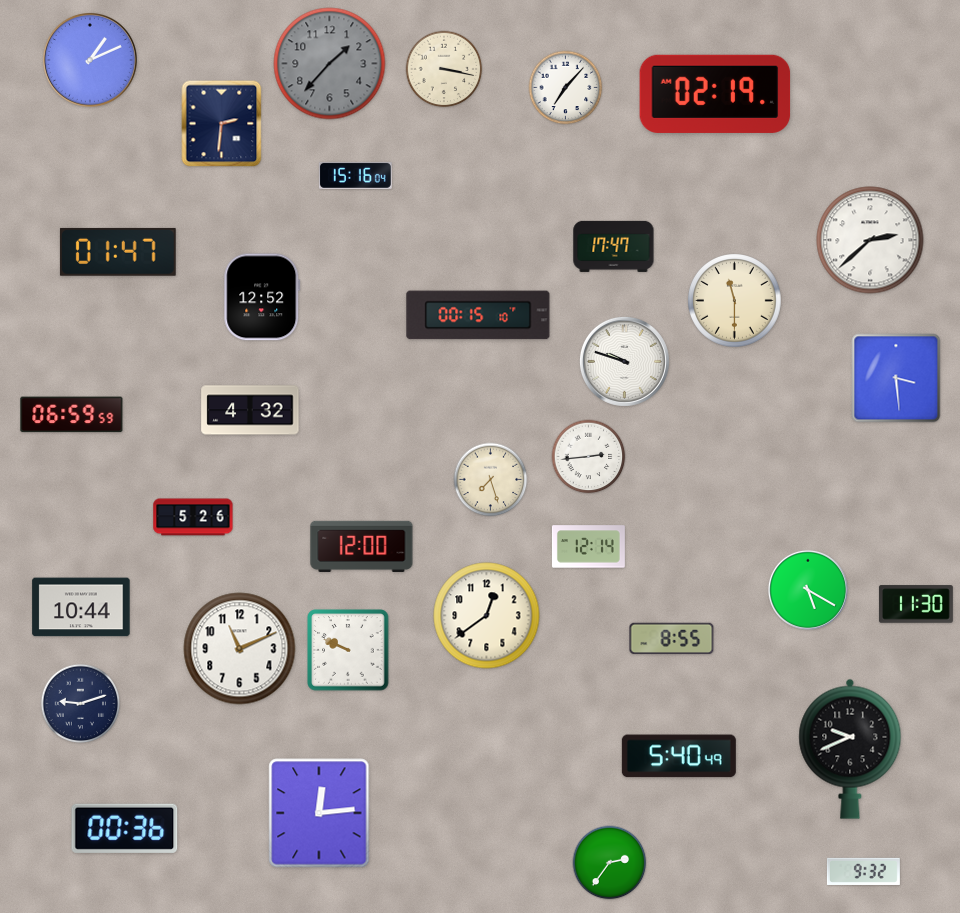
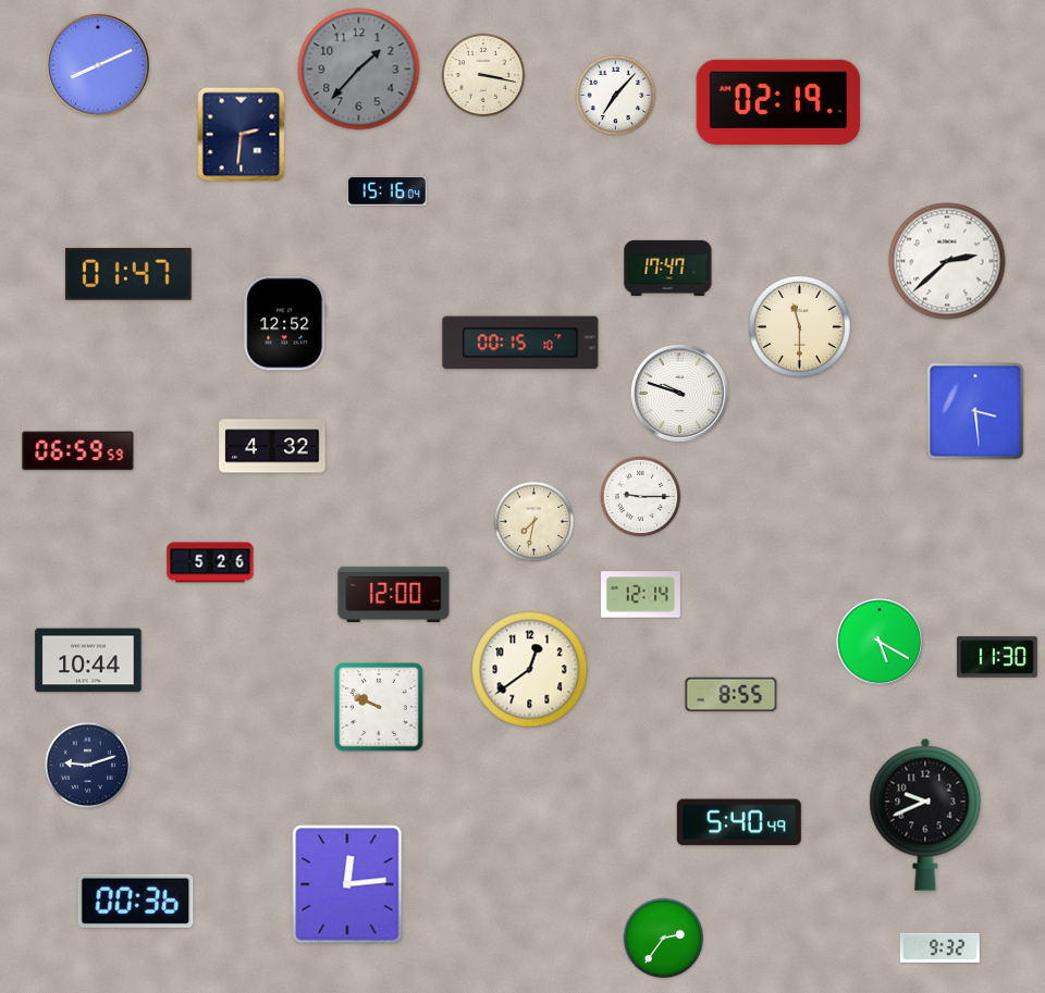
clock at (90, 60): 1:11 -> 8:11
clock at (589, 457): 2:44 -> 9:15
clock at (491, 480): 7:27 -> 7:32
clock at (240, 649): 11:11 -> none
